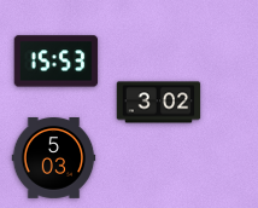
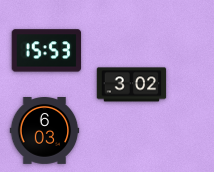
clock at (54, 158): 5:03 -> 6:03
